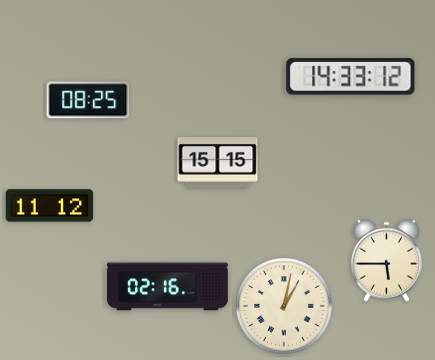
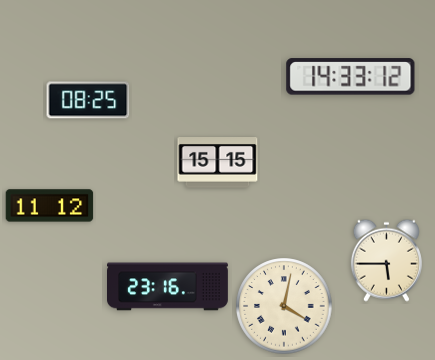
clock at (168, 287): 02:16 -> 23:16
clock at (284, 306): 1:02 -> 4:02
